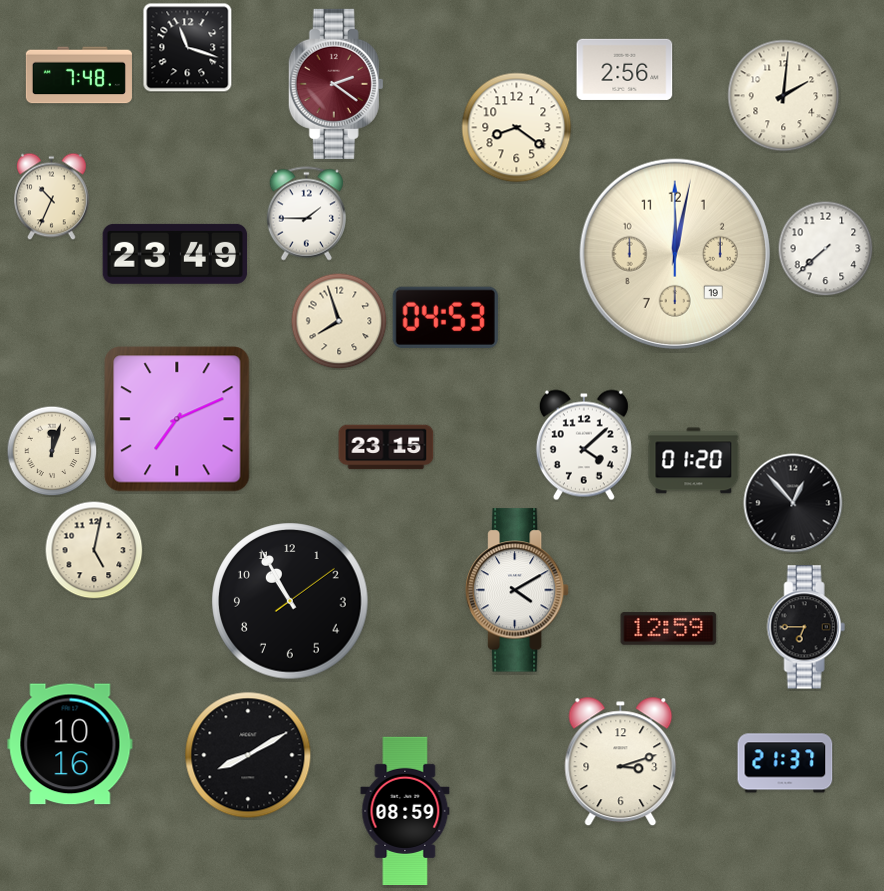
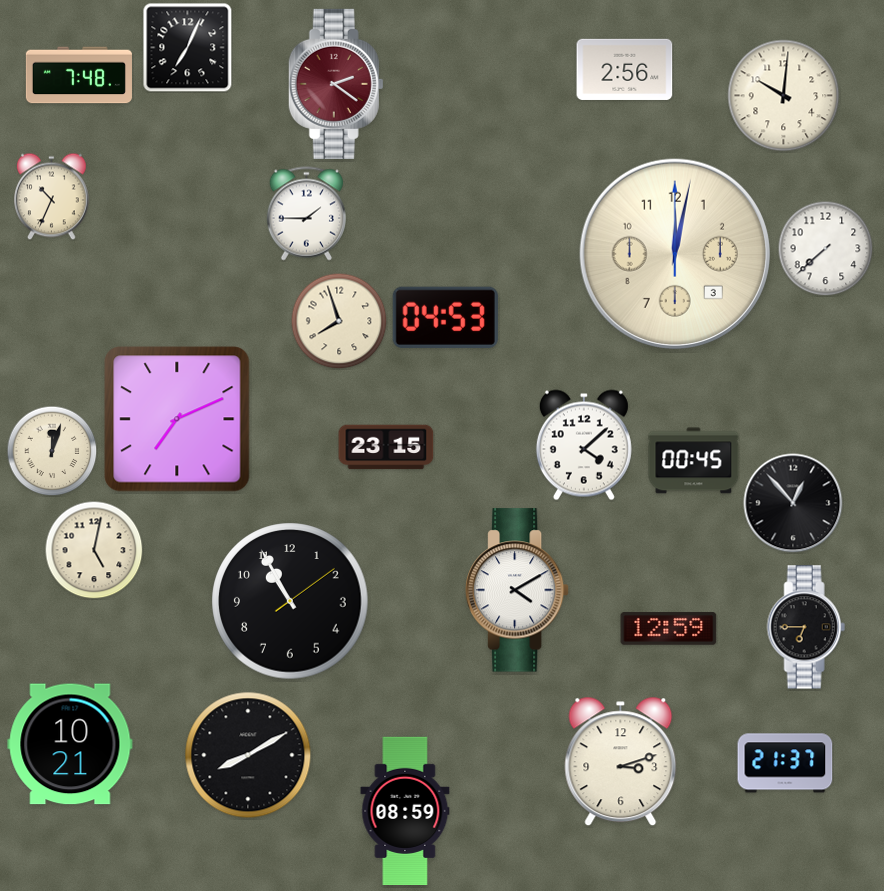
clock at (187, 47): 11:18 -> 7:04
clock at (784, 96): 2:01 -> 10:01
clock at (517, 128): 8:21 -> none
clock at (175, 254): 23:49 -> none
clock at (675, 254) date: 19 -> 3
clock at (694, 461): 01:20 -> 00:45
clock at (70, 744): 10:16 -> 10:21
